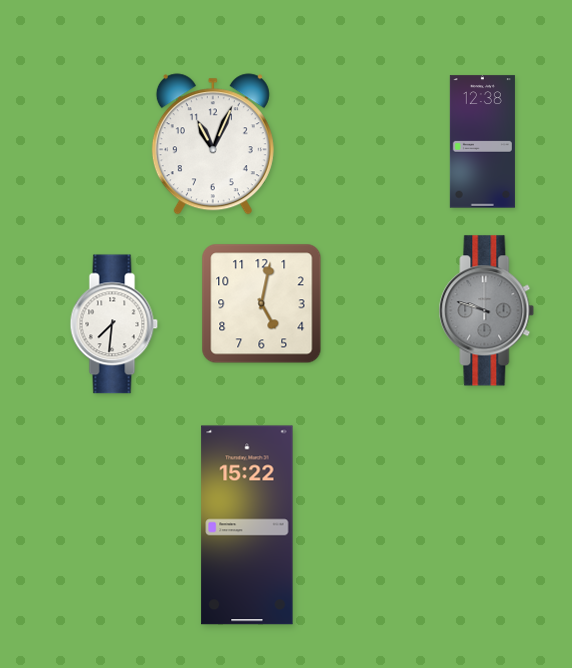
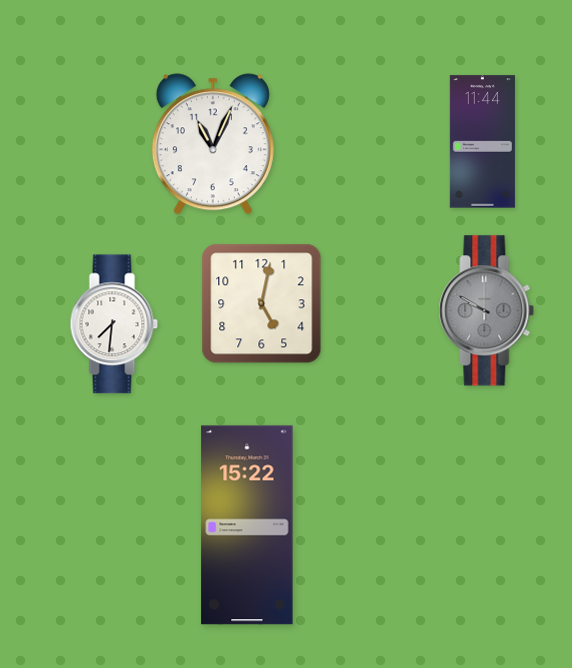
clock at (482, 142): 12:38 -> 11:44
clock at (487, 311): 9:48 -> 9:50
